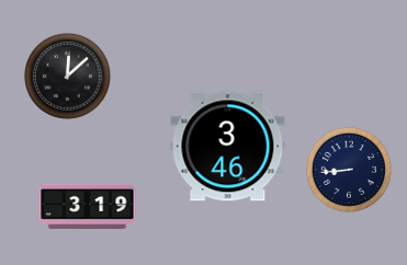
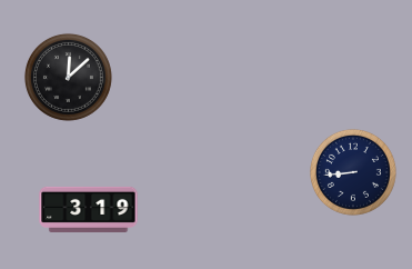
clock at (228, 147): 3:46 -> none
